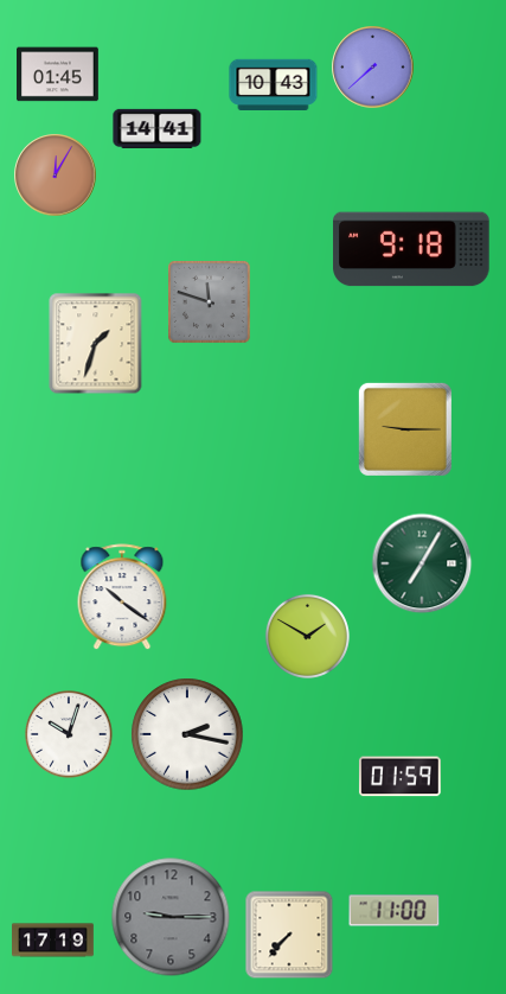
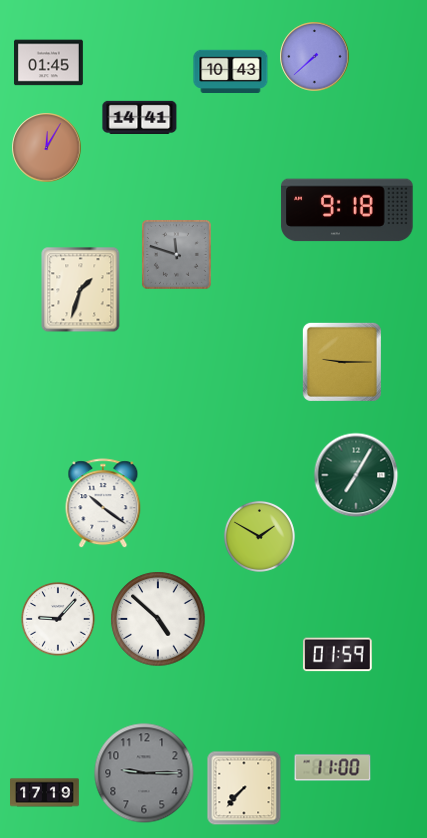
clock at (158, 128) position: (158, 128) -> (140, 117)
clock at (69, 734): 10:03 -> 9:07
clock at (187, 734): 2:17 -> 4:52
